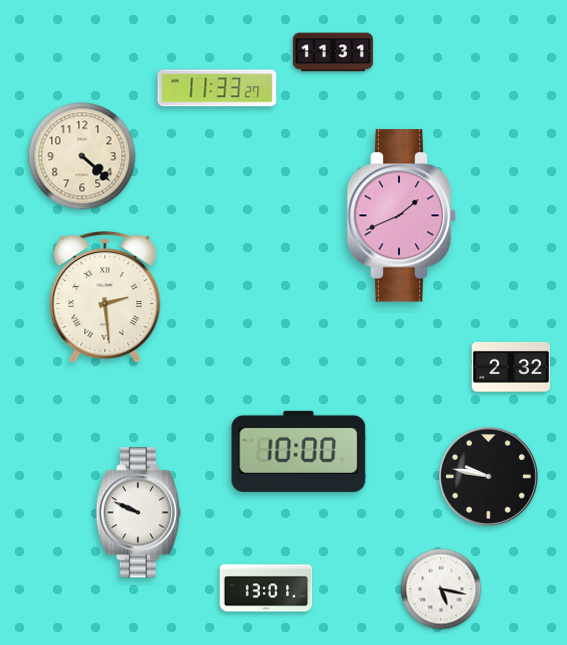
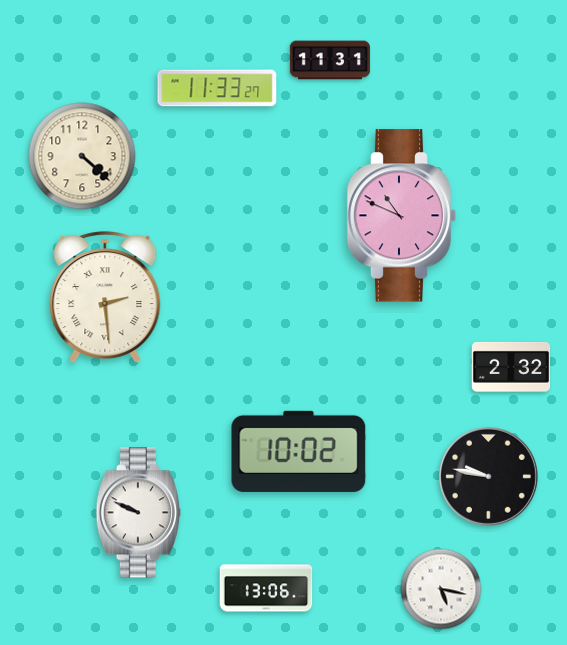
clock at (333, 52) position: (333, 52) -> (330, 60)
clock at (402, 216): 1:41 -> 10:49
clock at (299, 451): 10:00 -> 10:02
clock at (266, 588): 13:01 -> 13:06
